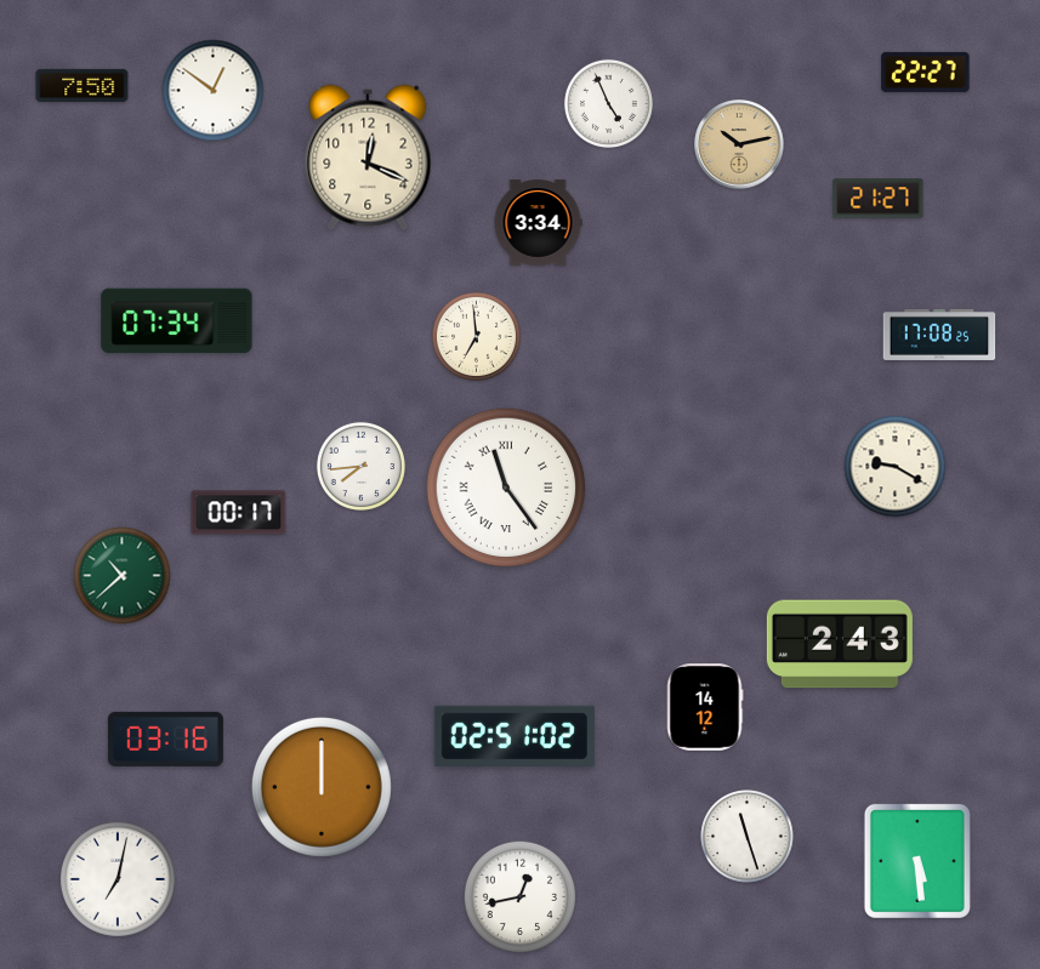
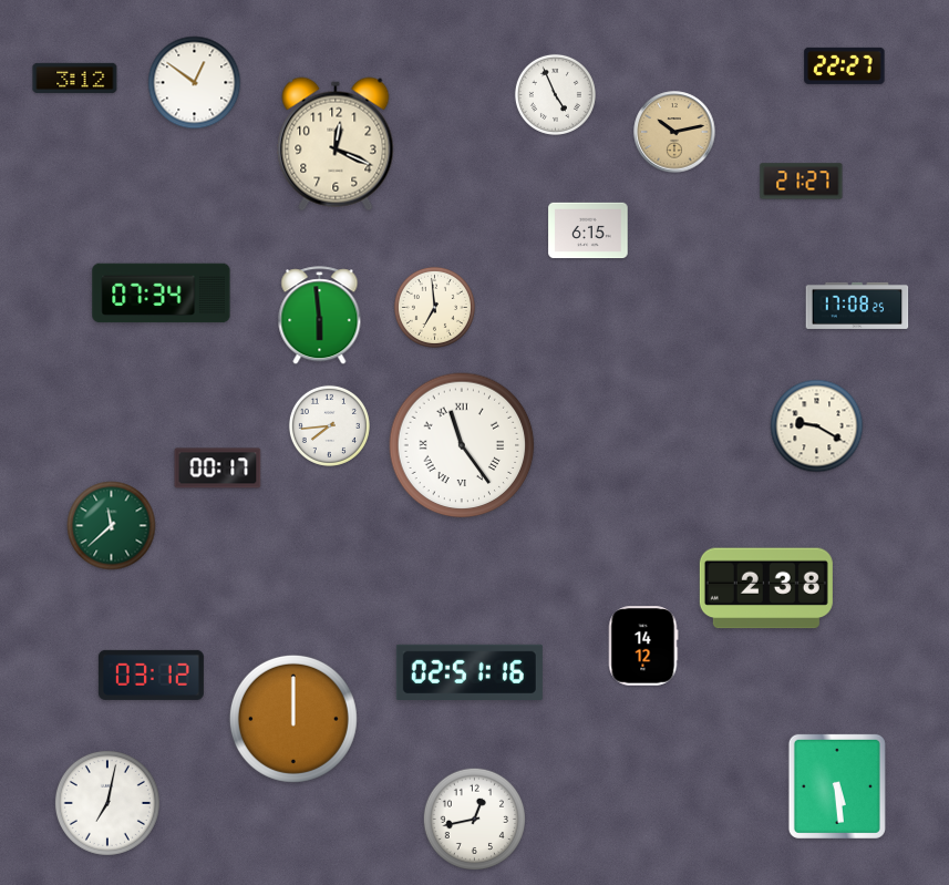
clock at (83, 85): 7:50 -> 3:12
clock at (538, 223): 3:34 -> none
clock at (588, 230): none -> 6:15
clock at (320, 316): none -> 5:59
clock at (123, 576): 10:38 -> 11:38
clock at (840, 644): 2:43 -> 2:38
clock at (515, 735): 02:51:02 -> 02:51:16
clock at (165, 739): 03:16 -> 03:12
clock at (748, 837): 11:27 -> none
